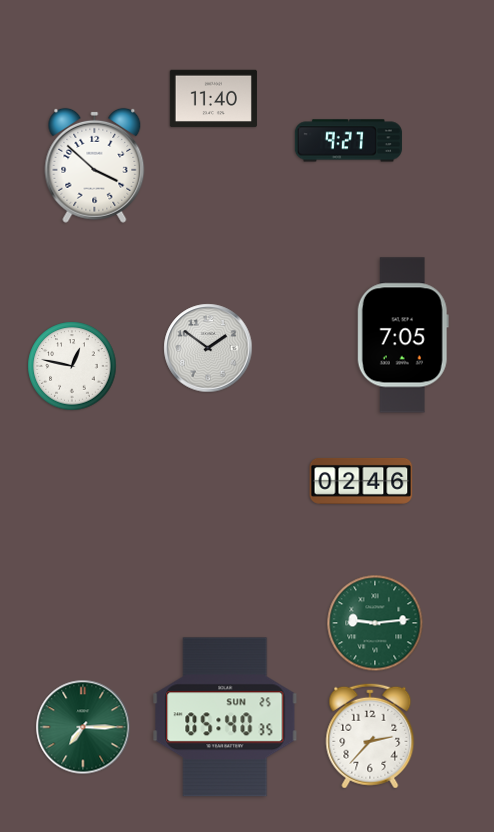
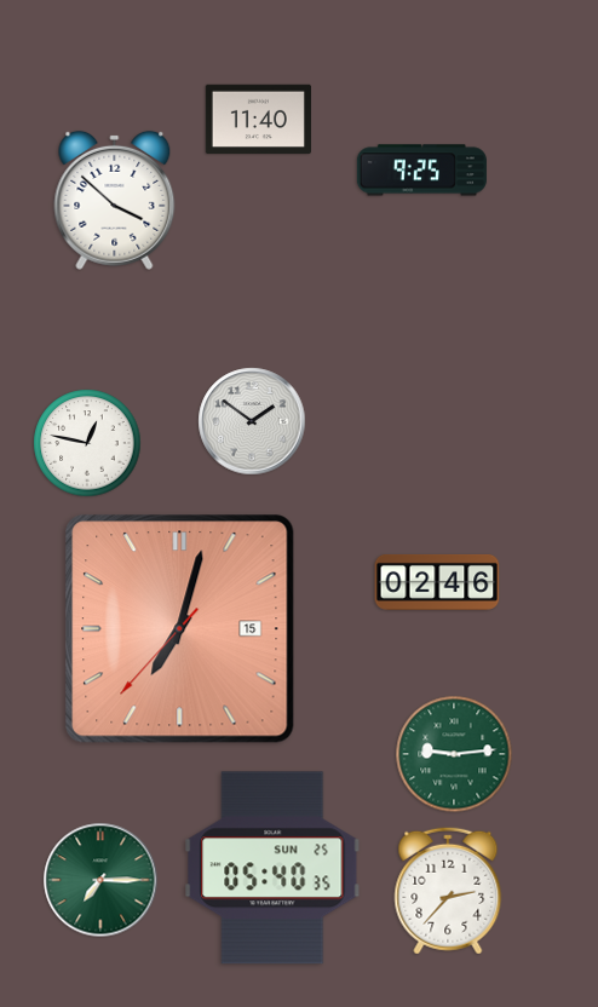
clock at (348, 141): 9:27 -> 9:25
clock at (403, 335): 7:05 -> none
clock at (180, 629): none -> 7:02
